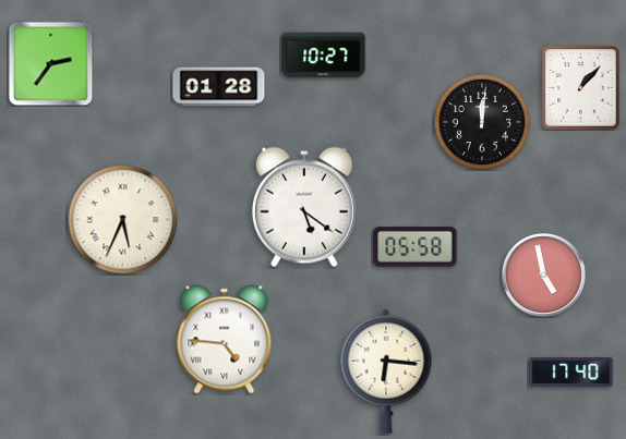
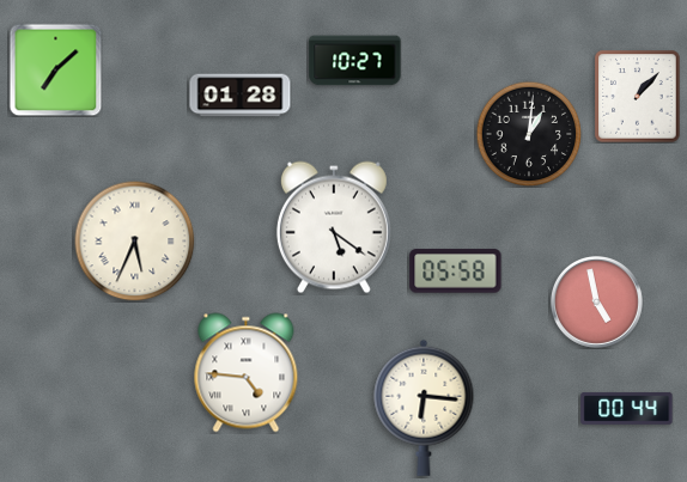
clock at (50, 63): 2:36 -> 7:08
clock at (482, 122): 12:01 -> 1:01
clock at (571, 373): 17:40 -> 00:44
